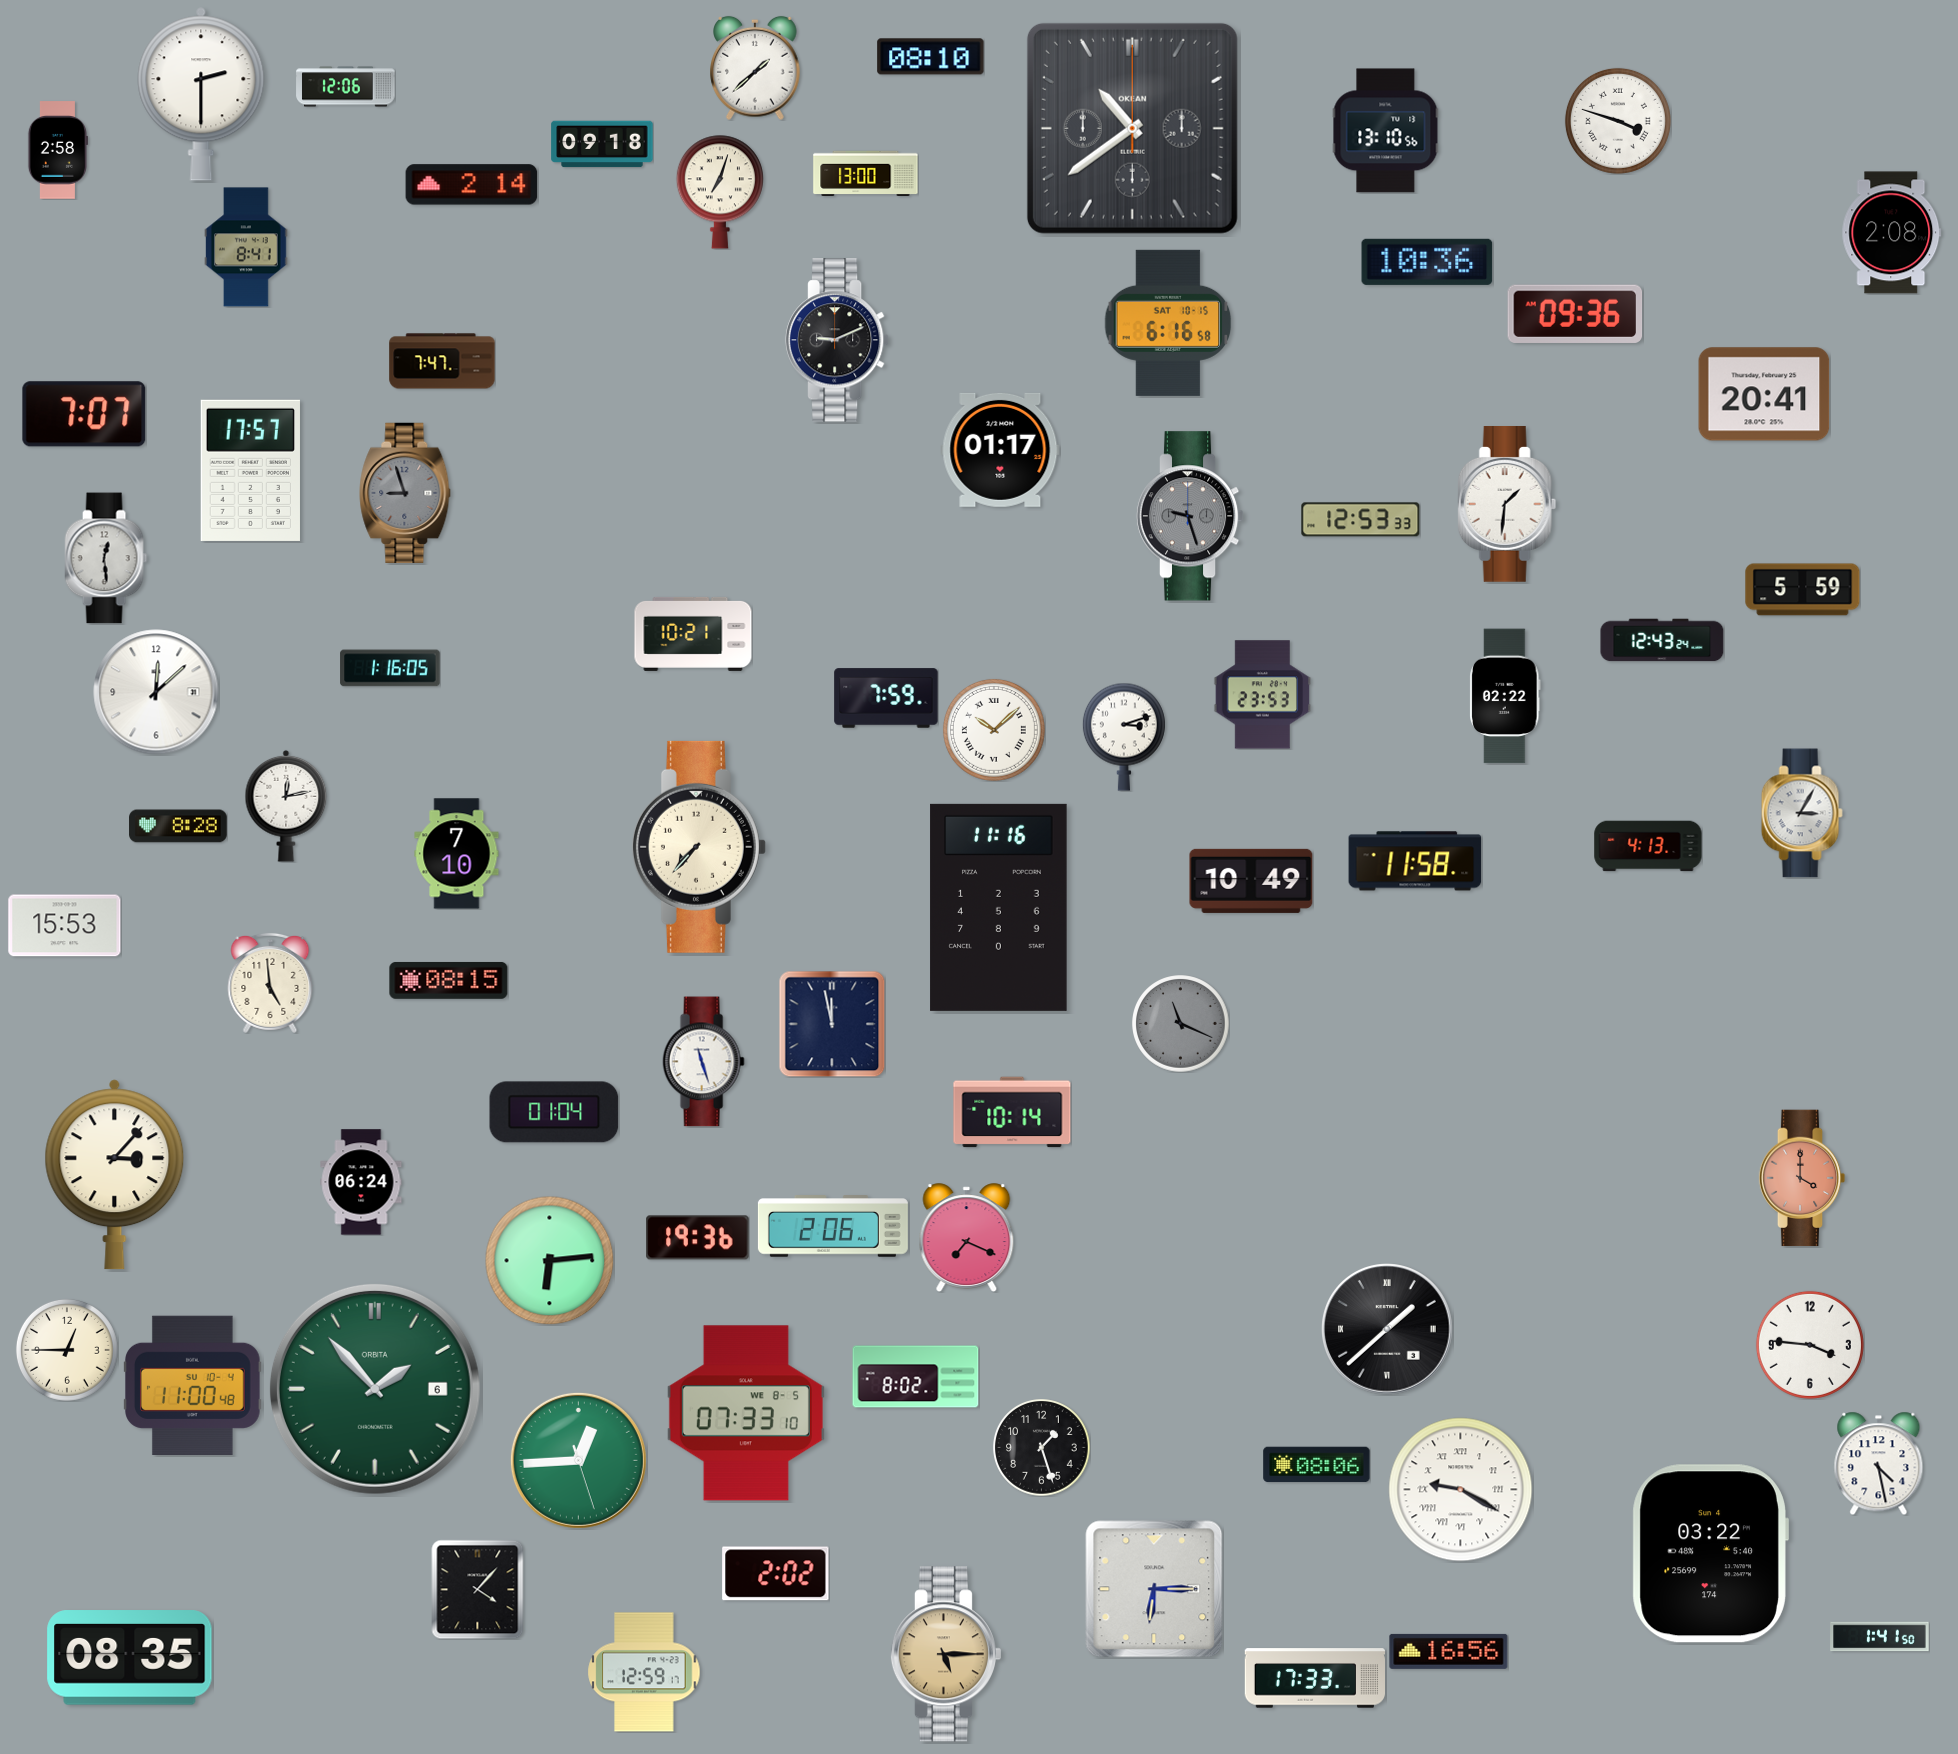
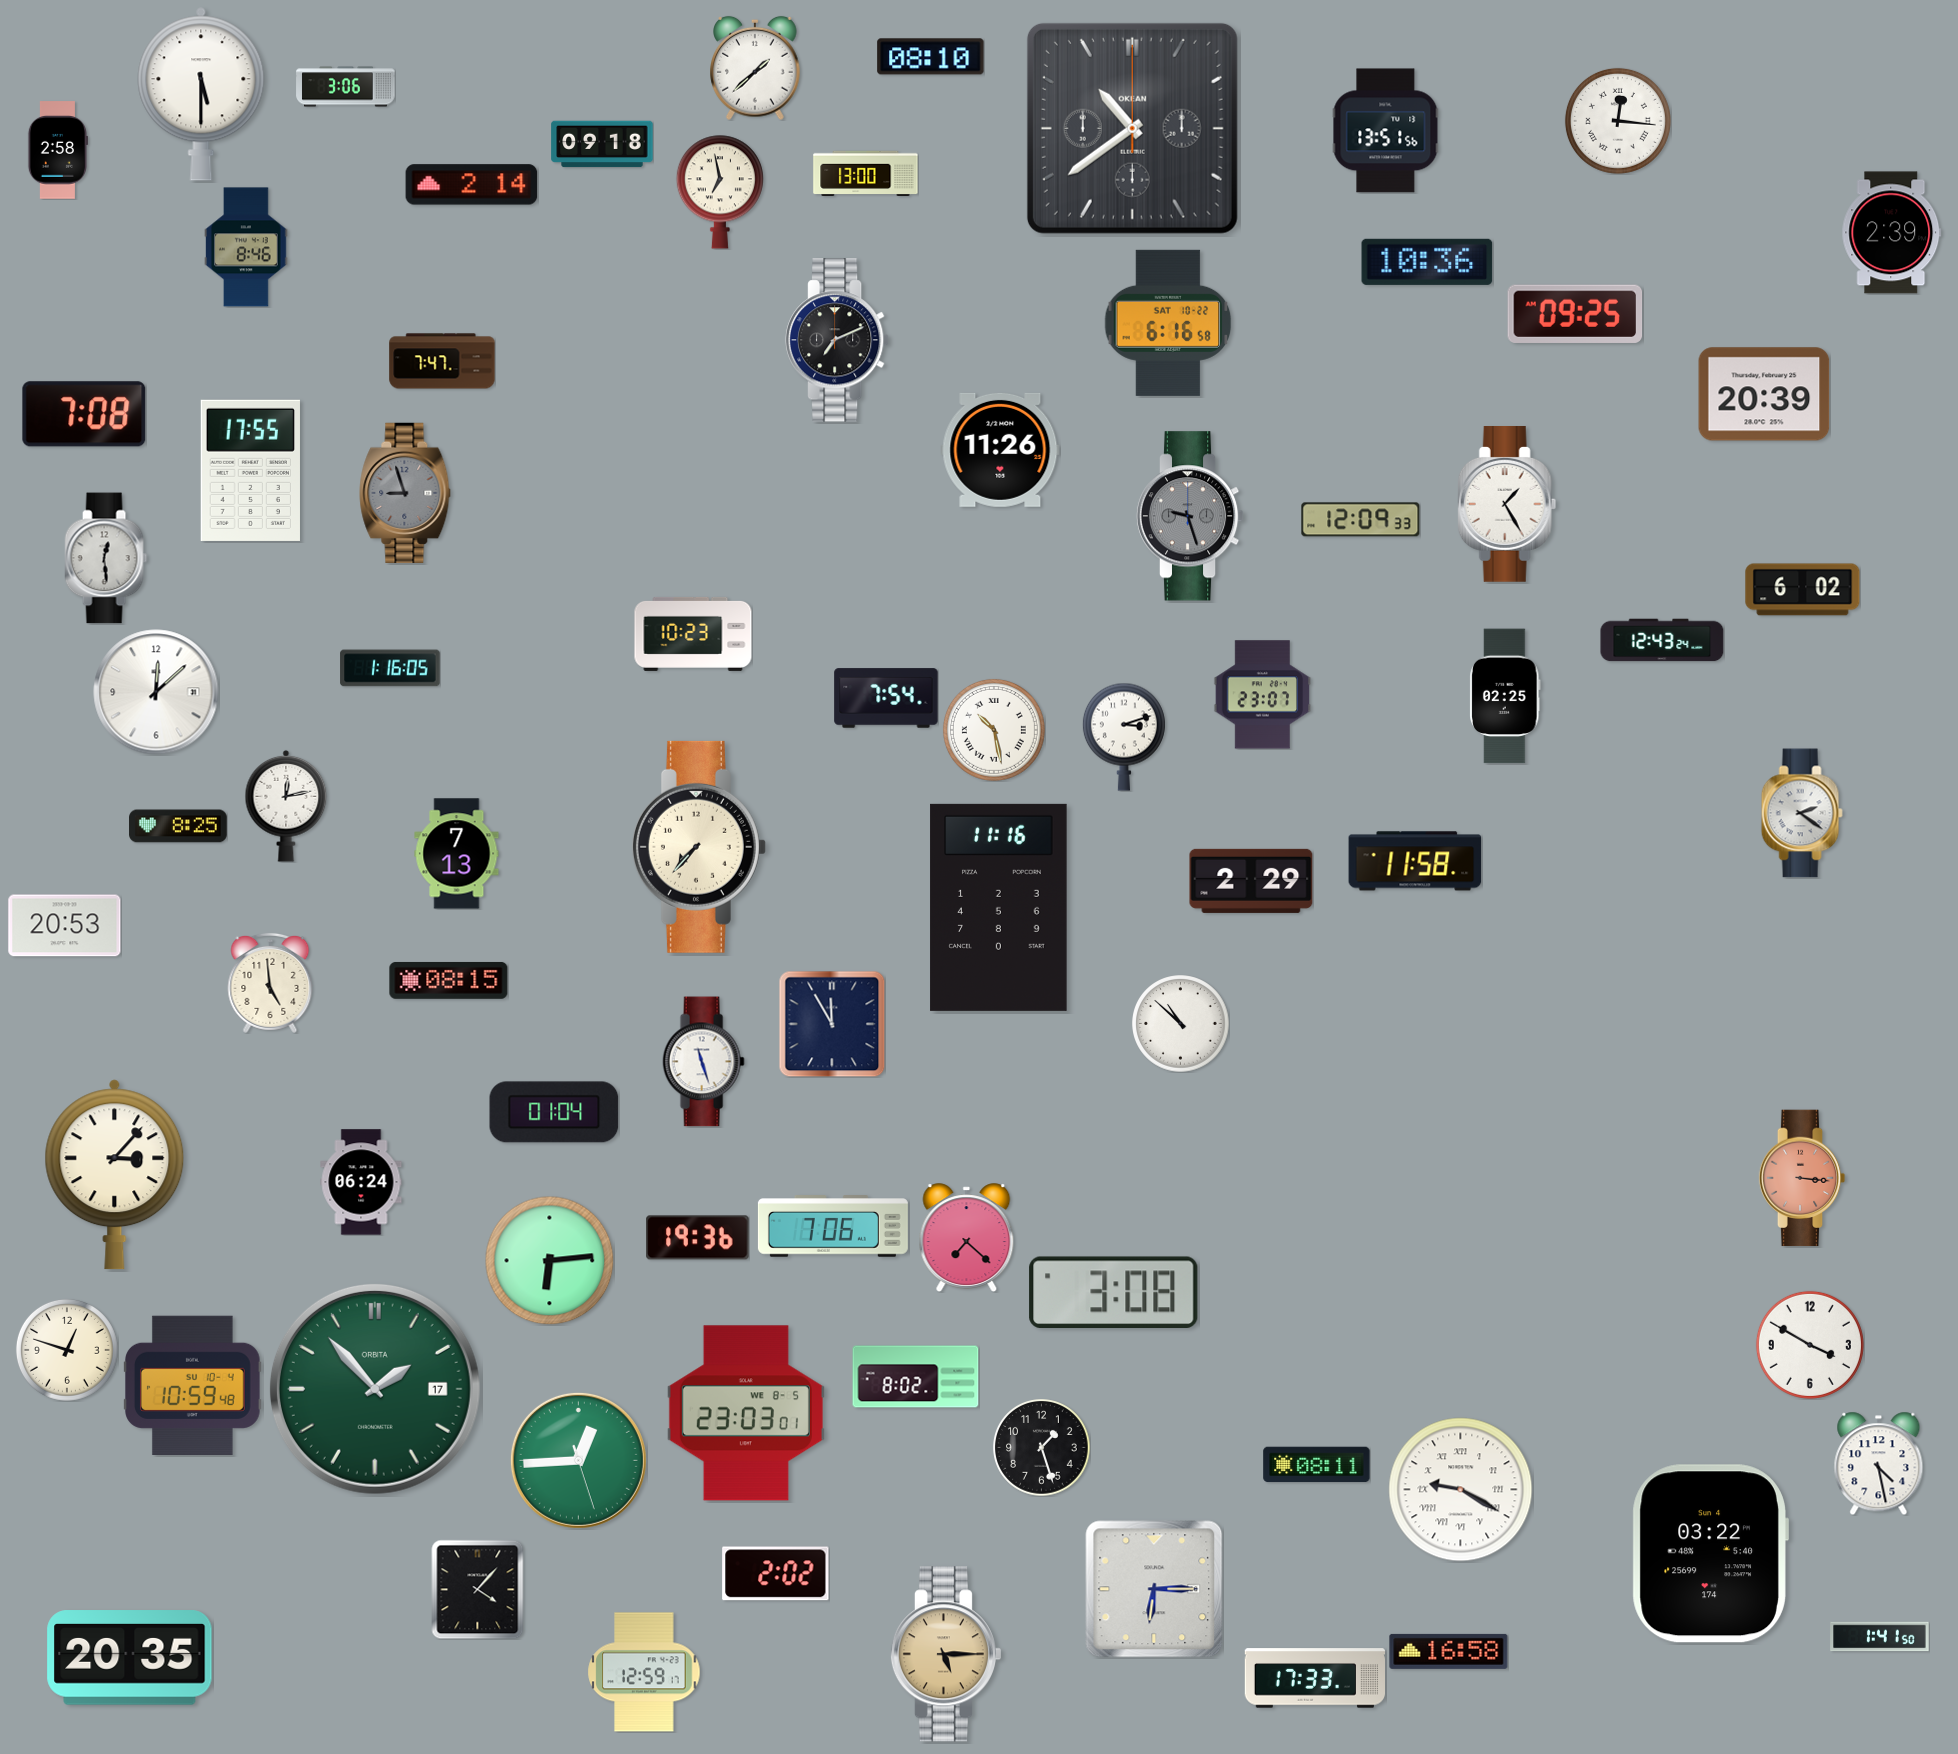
clock at (346, 87): 12:06 -> 3:06
clock at (201, 94): 2:30 -> 5:30
clock at (1618, 121): 3:48 -> 12:16
clock at (1386, 131): 13:10 -> 13:51
clock at (720, 192): 7:03 -> 6:58
clock at (1892, 233): 2:08 -> 2:39
clock at (246, 247): 8:41 -> 8:46
clock at (1575, 313): 09:36 -> 09:25
clock at (1168, 323) date: SAT 10-15 -> SAT 10-22
clock at (837, 340): 9:11 -> 7:11
clock at (1764, 394): 20:41 -> 20:39
clock at (84, 414): 7:07 -> 7:08
clock at (1000, 450): 01:17 -> 11:26
clock at (250, 470): 17:57 -> 17:55
clock at (1507, 505): 1:31 -> 1:25
clock at (1361, 520): 12:53 -> 12:09
clock at (1803, 590): 5:59 -> 6:02
clock at (693, 634): 10:21 -> 10:23
clock at (1263, 695): 23:53 -> 23:07
clock at (1505, 696): 02:22 -> 02:25
clock at (886, 698): 7:59 -> 7:54
clock at (994, 730): 10:08 -> 10:28
clock at (1802, 813): 3:05 -> 2:21
clock at (178, 826): 8:28 -> 8:25
clock at (1648, 846): 4:13 -> none
clock at (457, 854): 7:10 -> 7:13
clock at (1251, 881): 10:49 -> 2:29
clock at (65, 926): 15:53 -> 20:53
clock at (832, 1024): 11:58 -> 11:55
clock at (1181, 1024): 11:19 -> 10:52
clock at (1181, 1024) dial: grey -> white
clock at (1012, 1112): 10:14 -> none
clock at (1802, 1178): 4:00 -> 3:16
clock at (833, 1226): 2:06 -> 7:06
clock at (967, 1237): 7:19 -> 7:22
clock at (1114, 1292): none -> 3:08
clock at (1387, 1329): 1:38 -> none
clock at (1810, 1345): 3:46 -> 3:50
clock at (67, 1350): 12:45 -> 12:48
clock at (193, 1385): 11:00 -> 10:59
clock at (375, 1389) date: 6 -> 17
clock at (746, 1413): 07:33 -> 23:03
clock at (1317, 1465): 08:06 -> 08:11
clock at (1449, 1651): 16:56 -> 16:58
clock at (130, 1658): 08:35 -> 20:35
